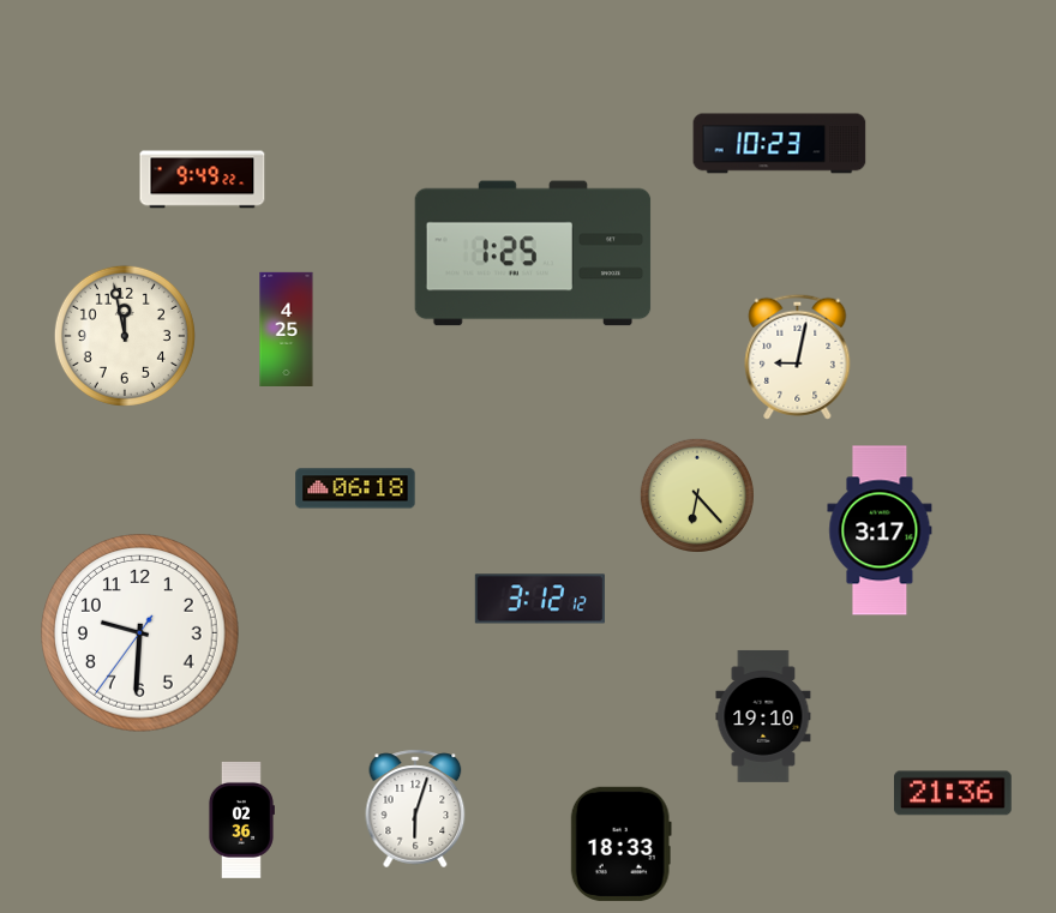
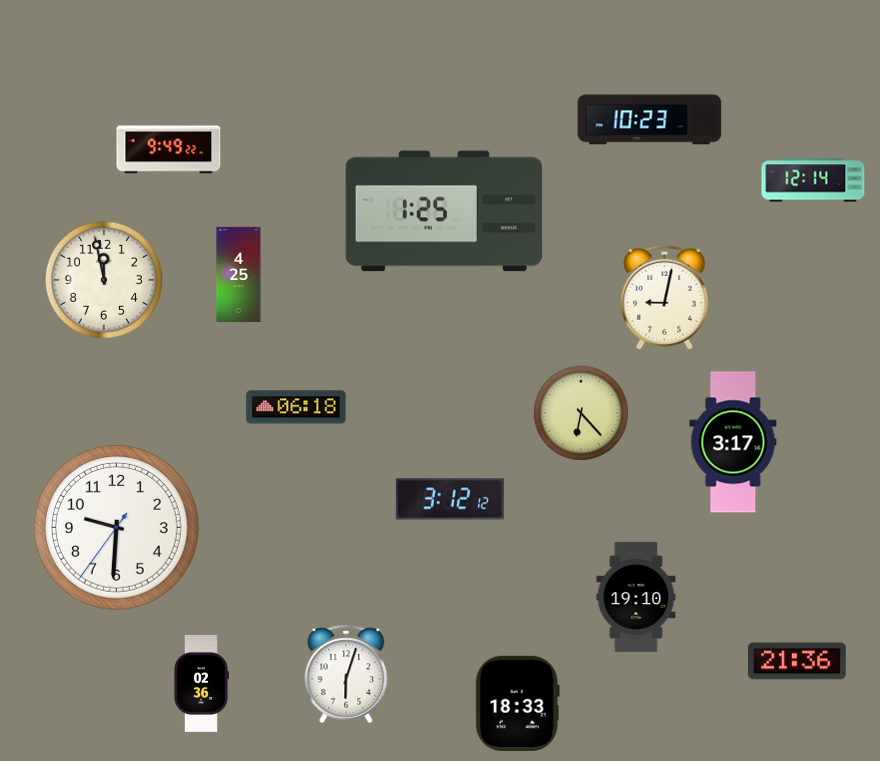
clock at (813, 180): none -> 12:14
clock at (954, 793) position: (954, 793) -> (798, 661)
